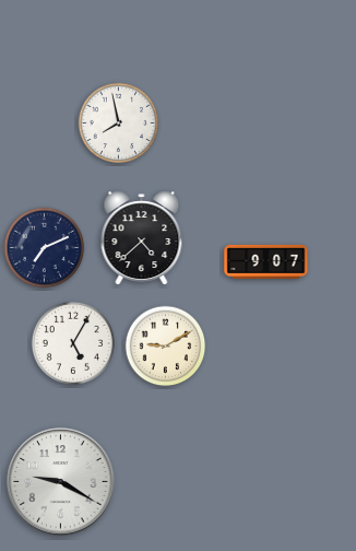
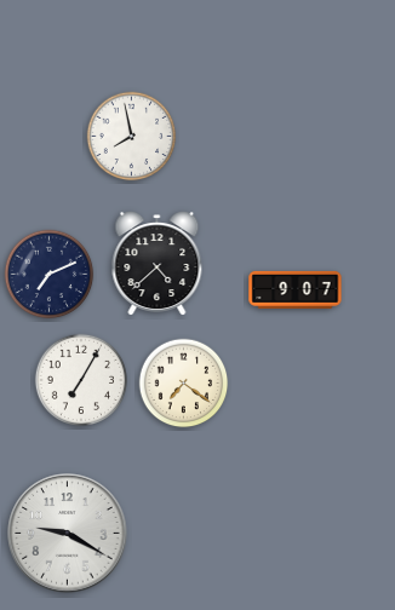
clock at (72, 342): 5:05 -> 7:05
clock at (166, 347): 9:10 -> 7:21
